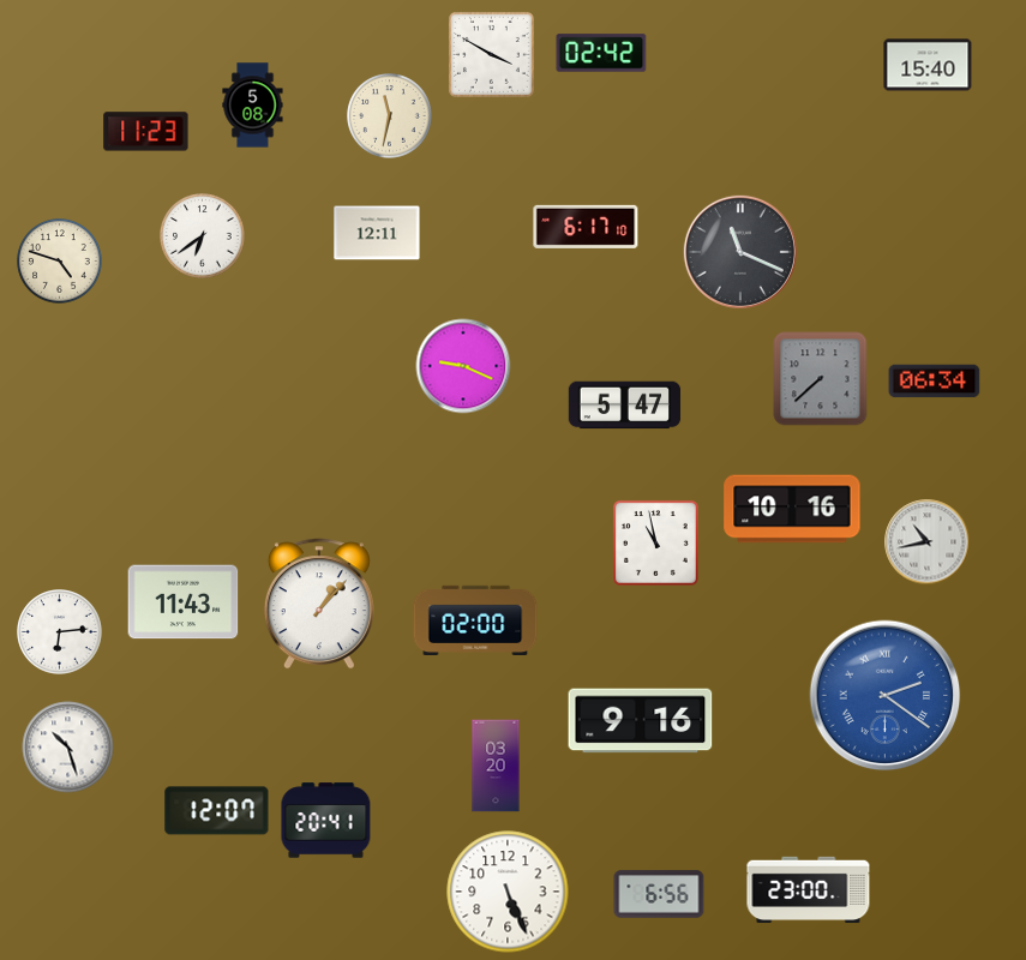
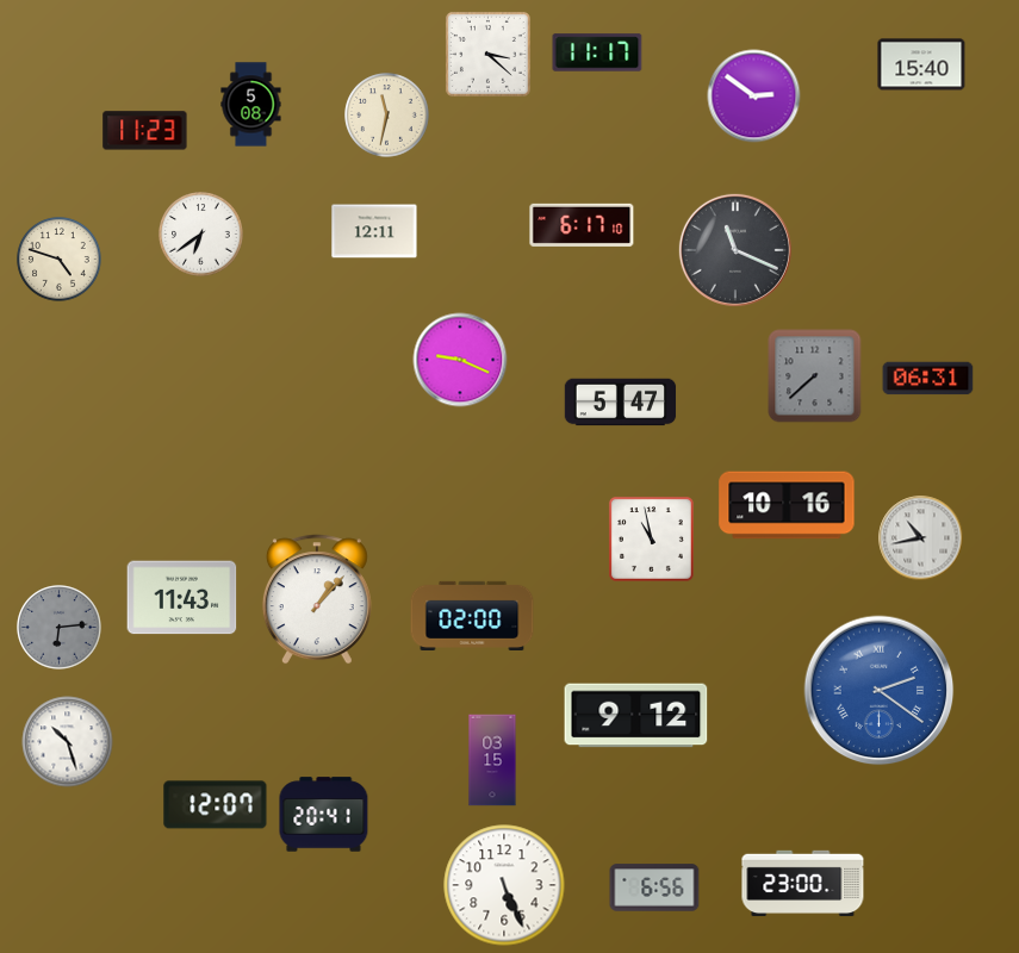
clock at (601, 53): 02:42 -> 11:17
clock at (491, 54): 3:50 -> 3:22
clock at (754, 96): none -> 2:51
clock at (463, 366) position: (463, 366) -> (460, 360)
clock at (935, 382): 06:34 -> 06:31
clock at (60, 632) dial: white -> grey
clock at (641, 721): 9:16 -> 9:12
clock at (496, 766): 03:20 -> 03:15
